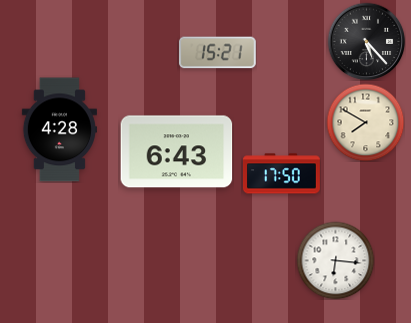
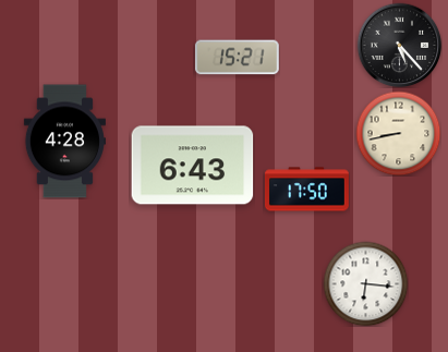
clock at (365, 122): 7:50 -> 8:43
